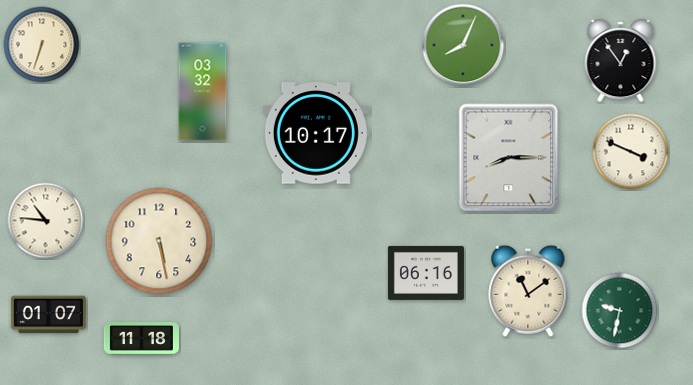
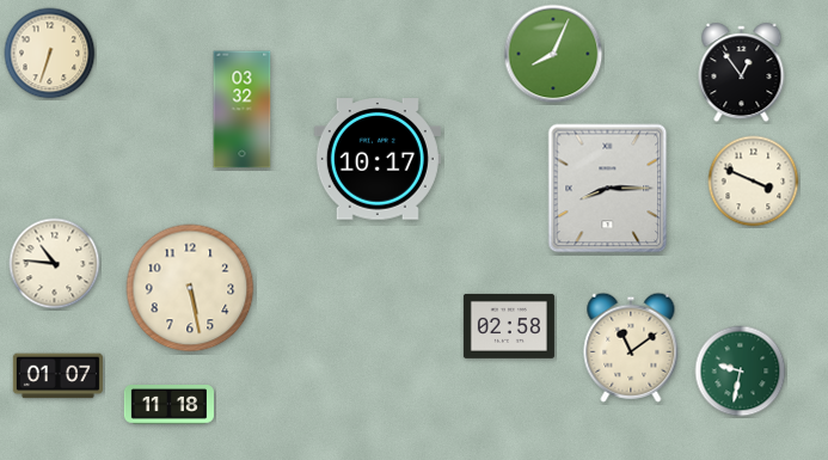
clock at (426, 273): 06:16 -> 02:58
